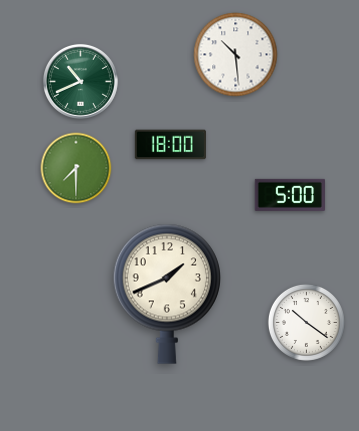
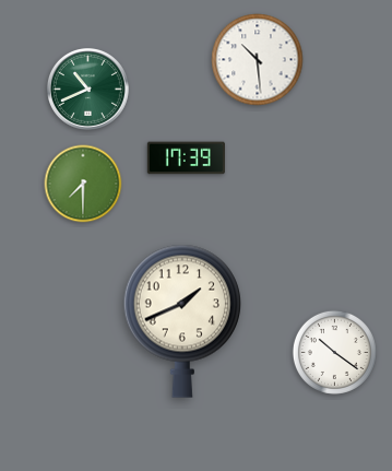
clock at (170, 145): 18:00 -> 17:39
clock at (290, 195): 5:00 -> none
